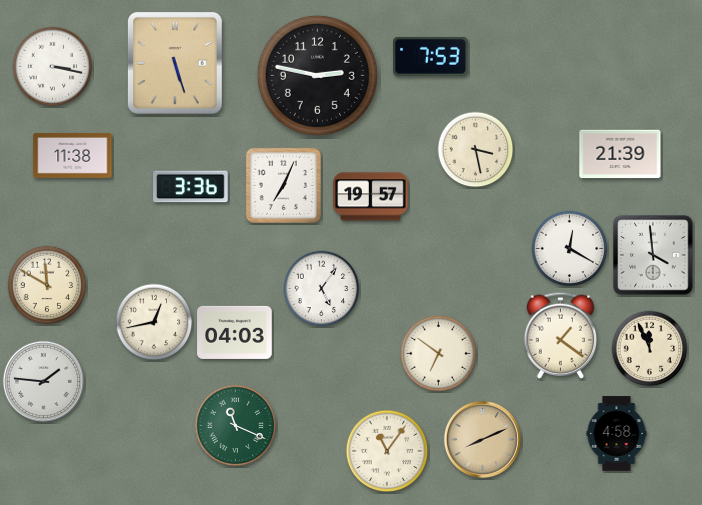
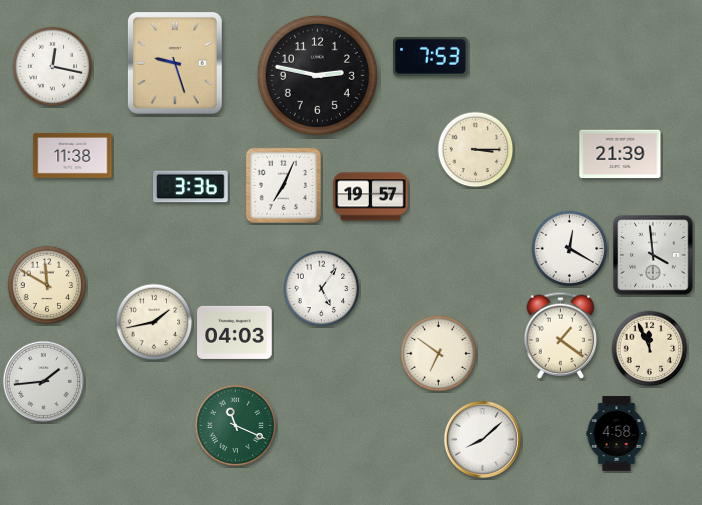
clock at (175, 63): 5:27 -> 9:27
clock at (53, 67): 3:17 -> 12:17
clock at (476, 150): 3:28 -> 3:15
clock at (154, 322): 12:43 -> 1:43
clock at (43, 381): 1:46 -> 1:44
clock at (482, 439): 8:11 -> 8:08
clock at (482, 439) dial: champagne -> white
clock at (387, 451): 11:06 -> none
